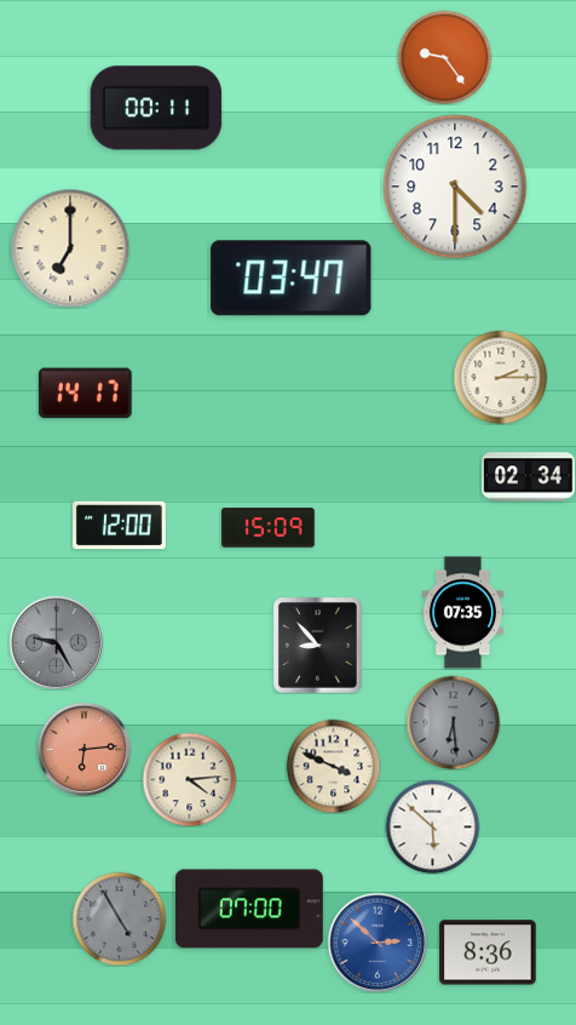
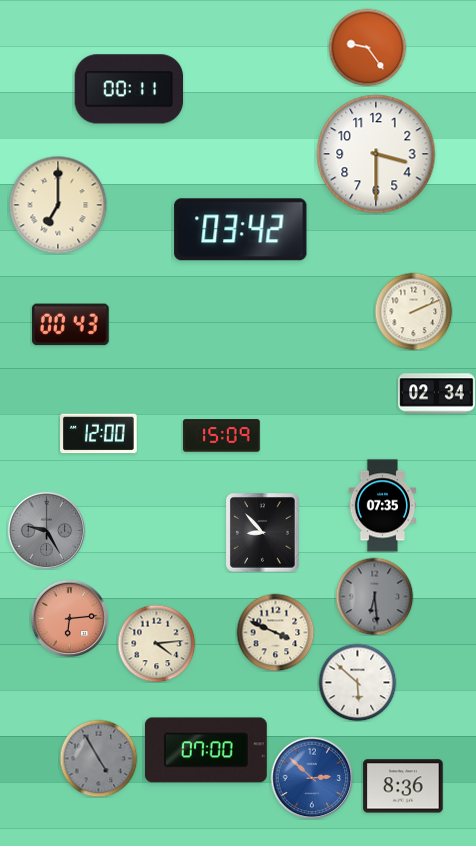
clock at (455, 187): 4:30 -> 3:30
clock at (292, 279): 03:47 -> 03:42
clock at (500, 377): 2:15 -> 2:11
clock at (85, 394): 14:17 -> 00:43
